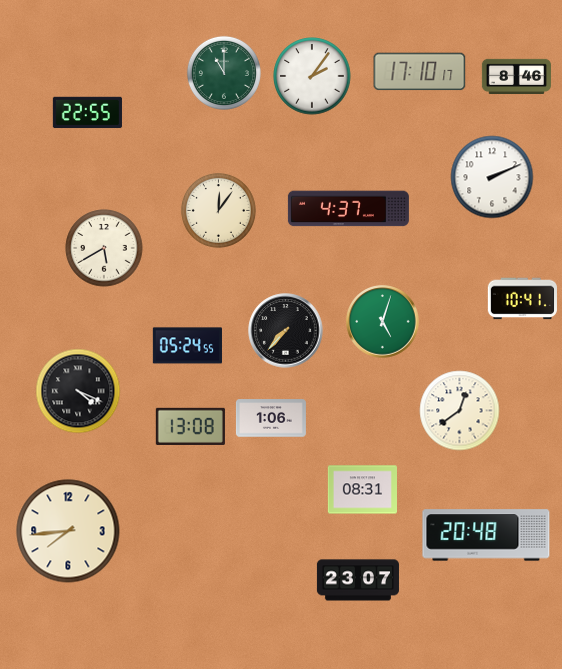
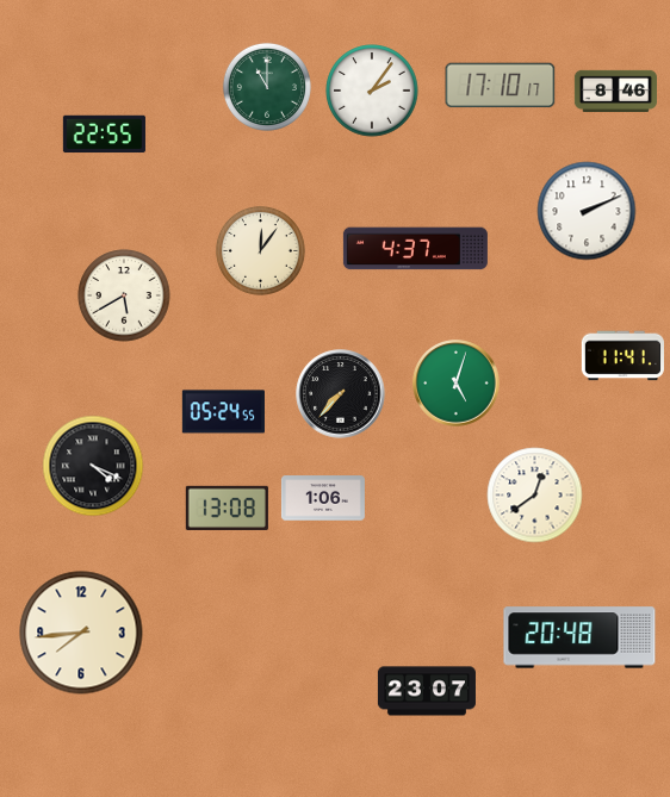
clock at (522, 299): 10:41 -> 11:41
clock at (460, 411) position: (460, 411) -> (535, 496)
clock at (362, 490): 08:31 -> none
